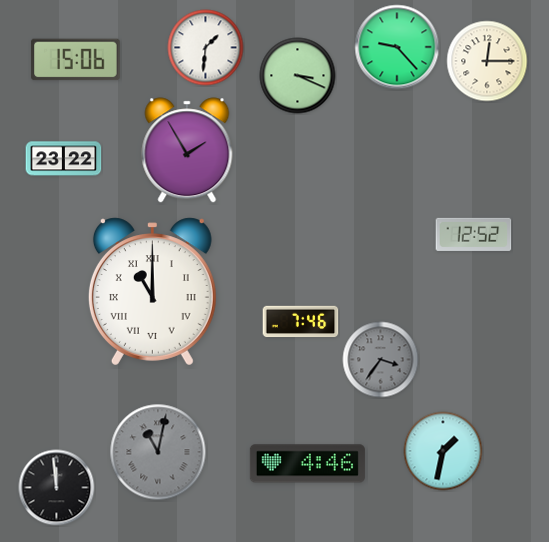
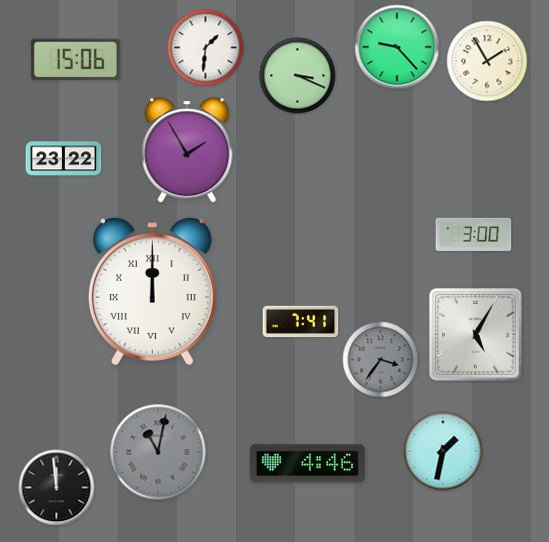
clock at (487, 61): 12:15 -> 1:55
clock at (474, 234): 12:52 -> 3:00
clock at (152, 292): 11:00 -> 12:00
clock at (301, 322): 7:46 -> 7:41
clock at (476, 335): none -> 5:05
